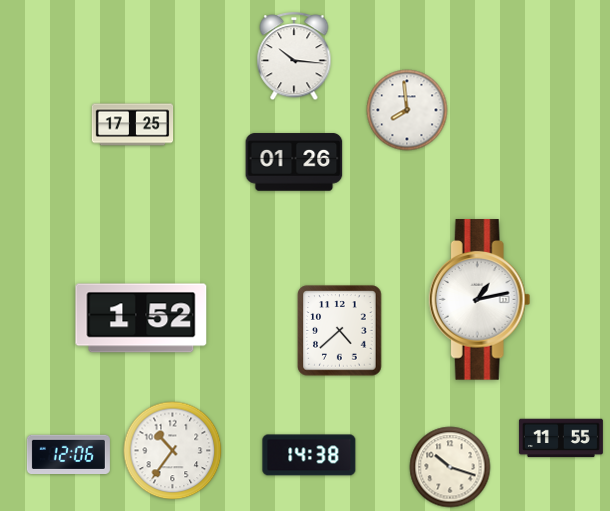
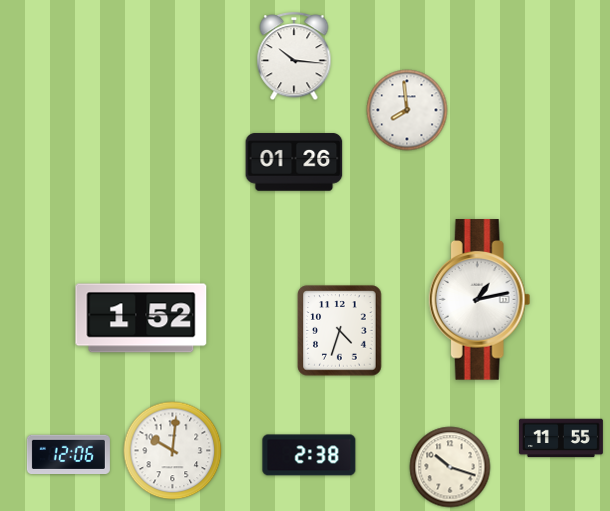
clock at (133, 125): 17:25 -> none
clock at (340, 331): 4:38 -> 4:33
clock at (173, 451): 10:36 -> 10:01
clock at (309, 455): 14:38 -> 2:38
